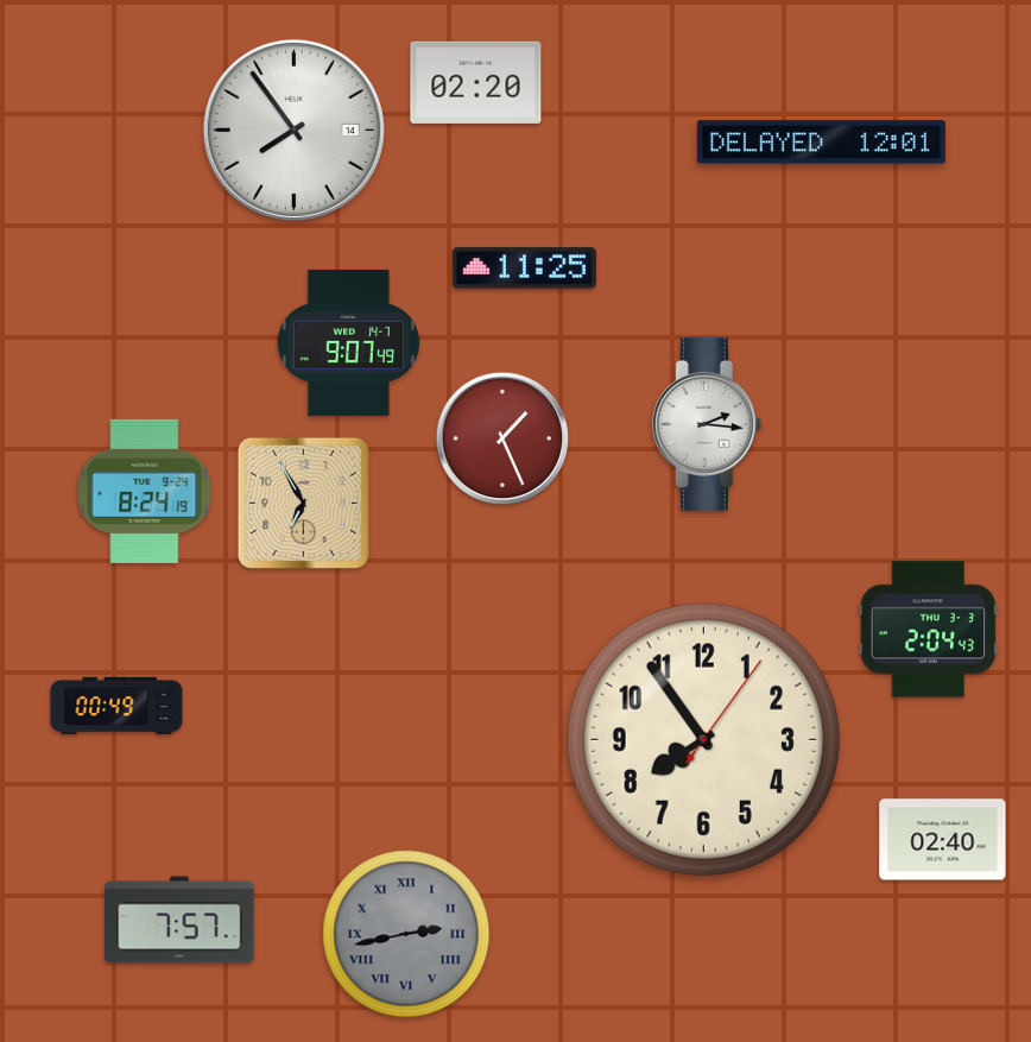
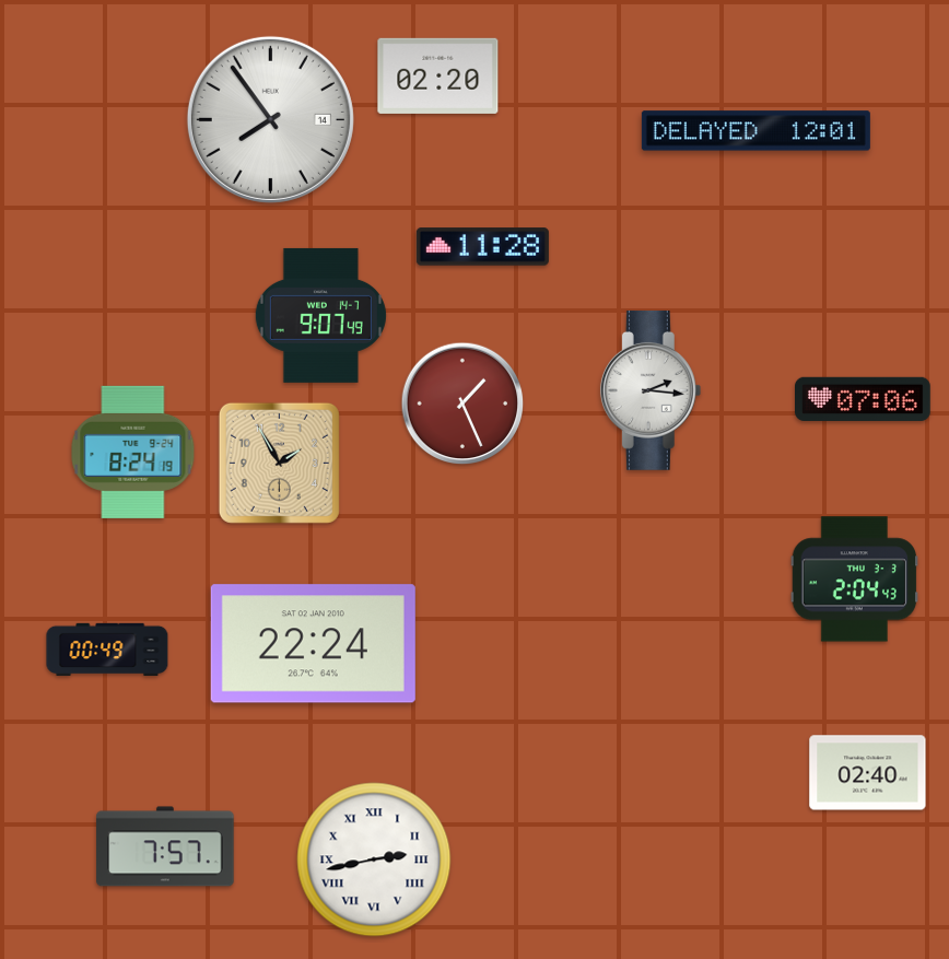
clock at (524, 269): 11:25 -> 11:28
clock at (864, 399): none -> 07:06
clock at (303, 503): 6:55 -> 1:55
clock at (313, 644): none -> 22:24
clock at (703, 739): 7:54 -> none
clock at (406, 934) dial: grey -> white
